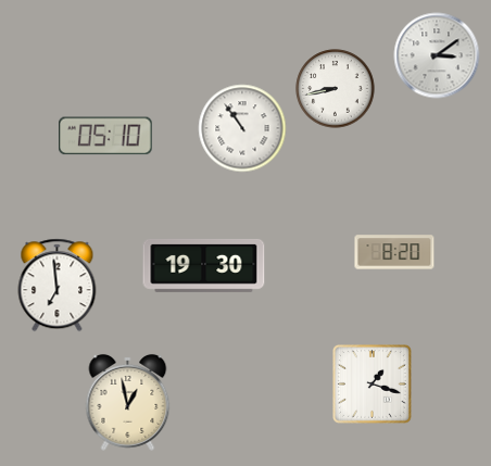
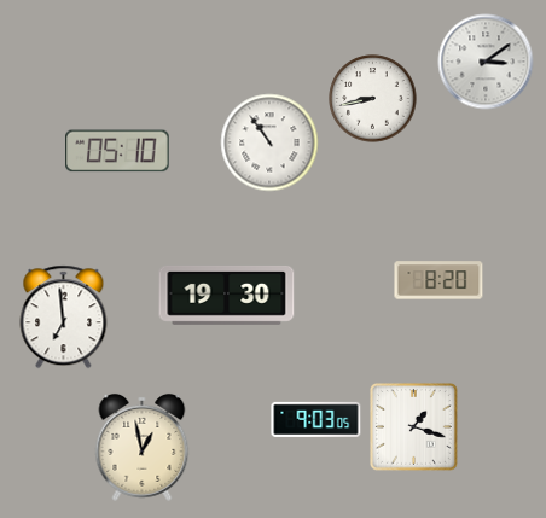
clock at (316, 419): none -> 9:03
